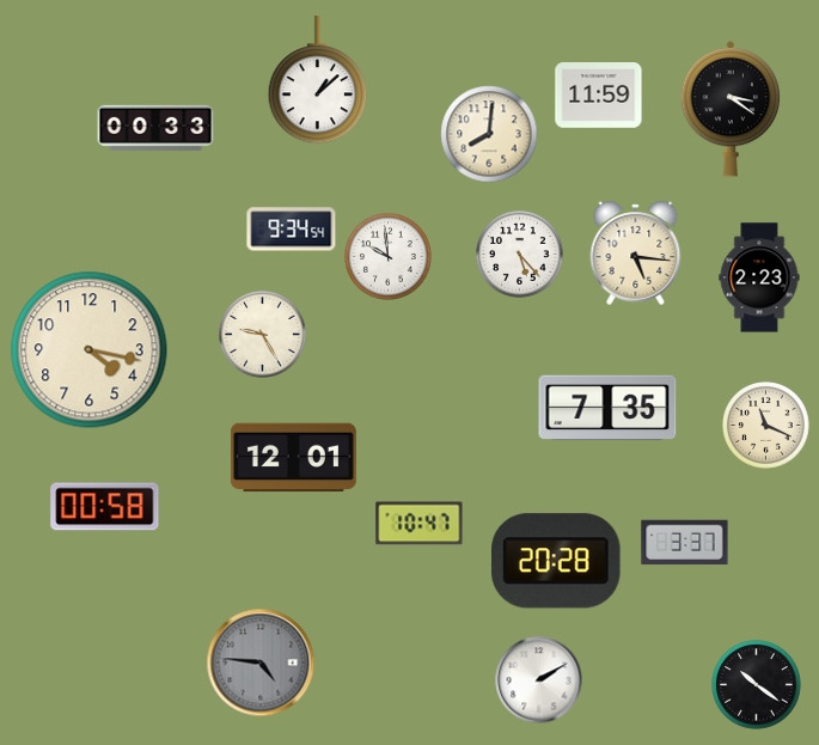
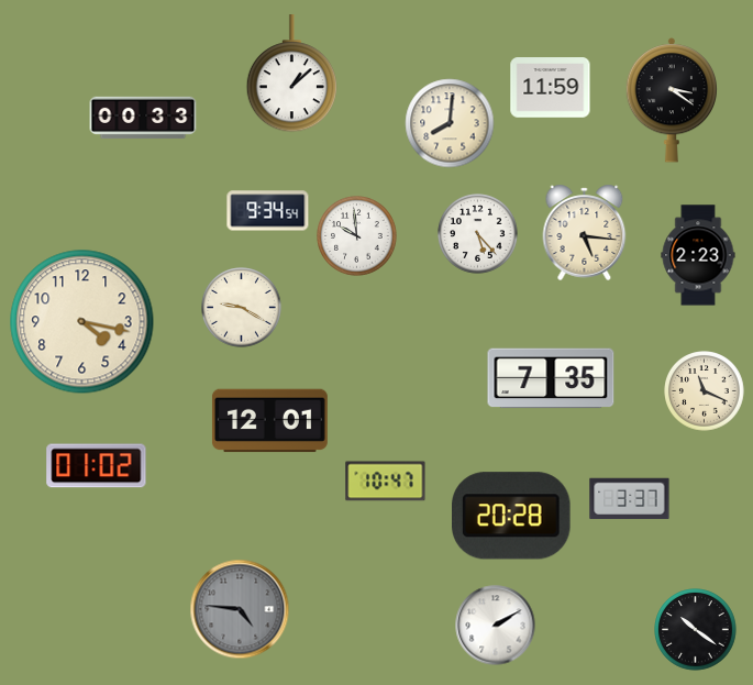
clock at (263, 335): 9:25 -> 9:20
clock at (607, 408) position: (607, 408) -> (551, 378)
clock at (105, 507): 00:58 -> 01:02
